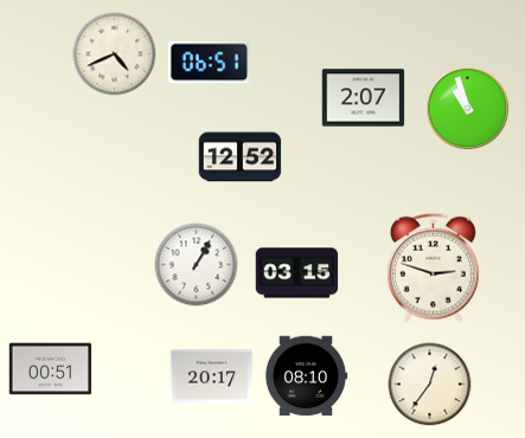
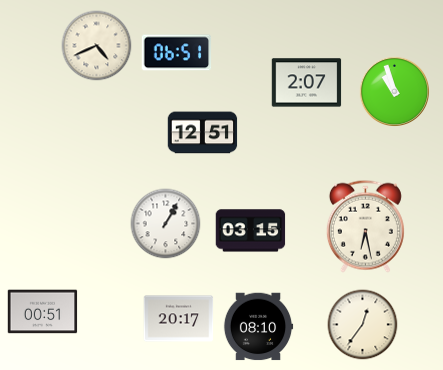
clock at (241, 157): 12:52 -> 12:51
clock at (433, 268): 2:48 -> 6:28
clock at (306, 376) position: (306, 376) -> (258, 327)
